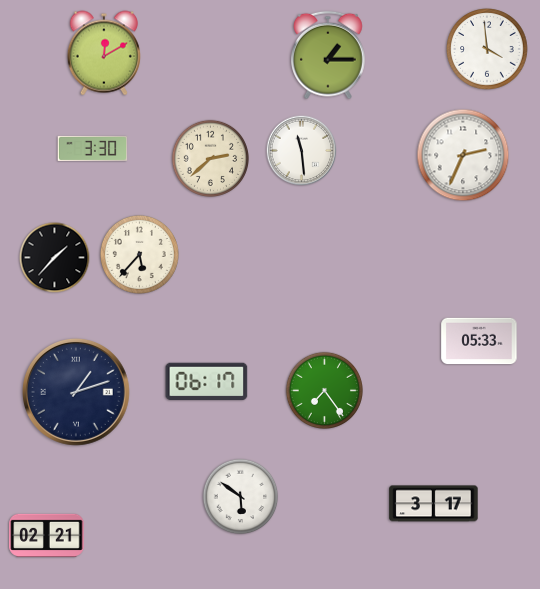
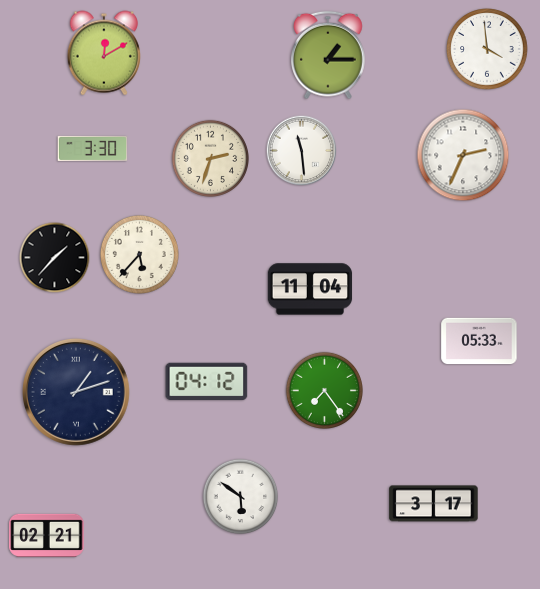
clock at (210, 158): 2:38 -> 2:33
clock at (310, 289): none -> 11:04
clock at (207, 382): 06:17 -> 04:12
